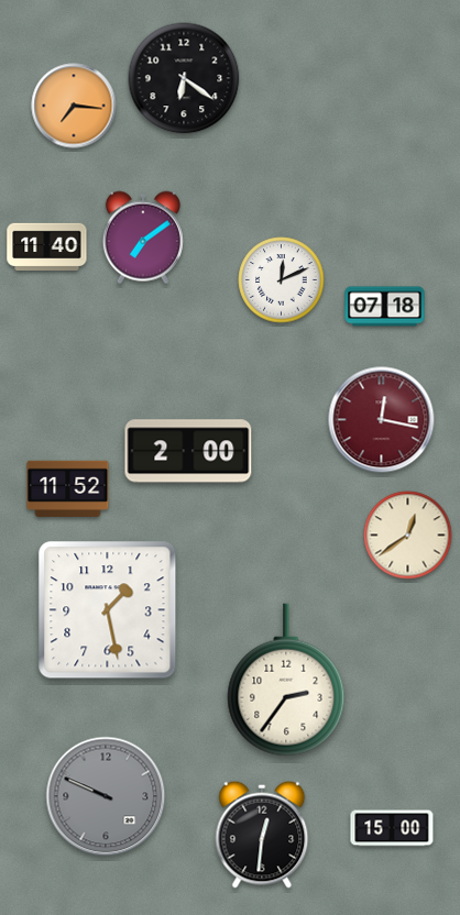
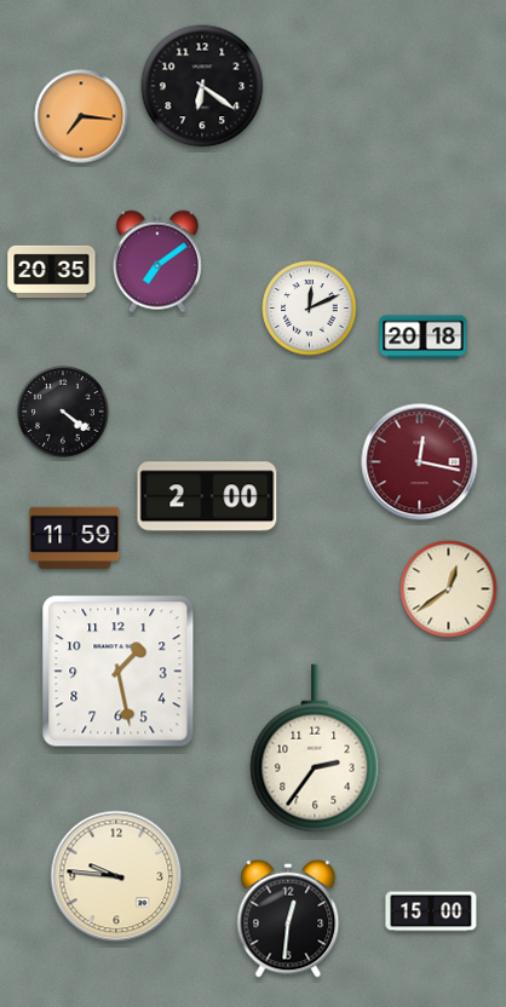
clock at (47, 246): 11:40 -> 20:35
clock at (385, 307): 07:18 -> 20:18
clock at (63, 412): none -> 4:21
clock at (68, 488): 11:52 -> 11:59
clock at (106, 796): 9:49 -> 9:46
clock at (106, 796) dial: grey -> cream
